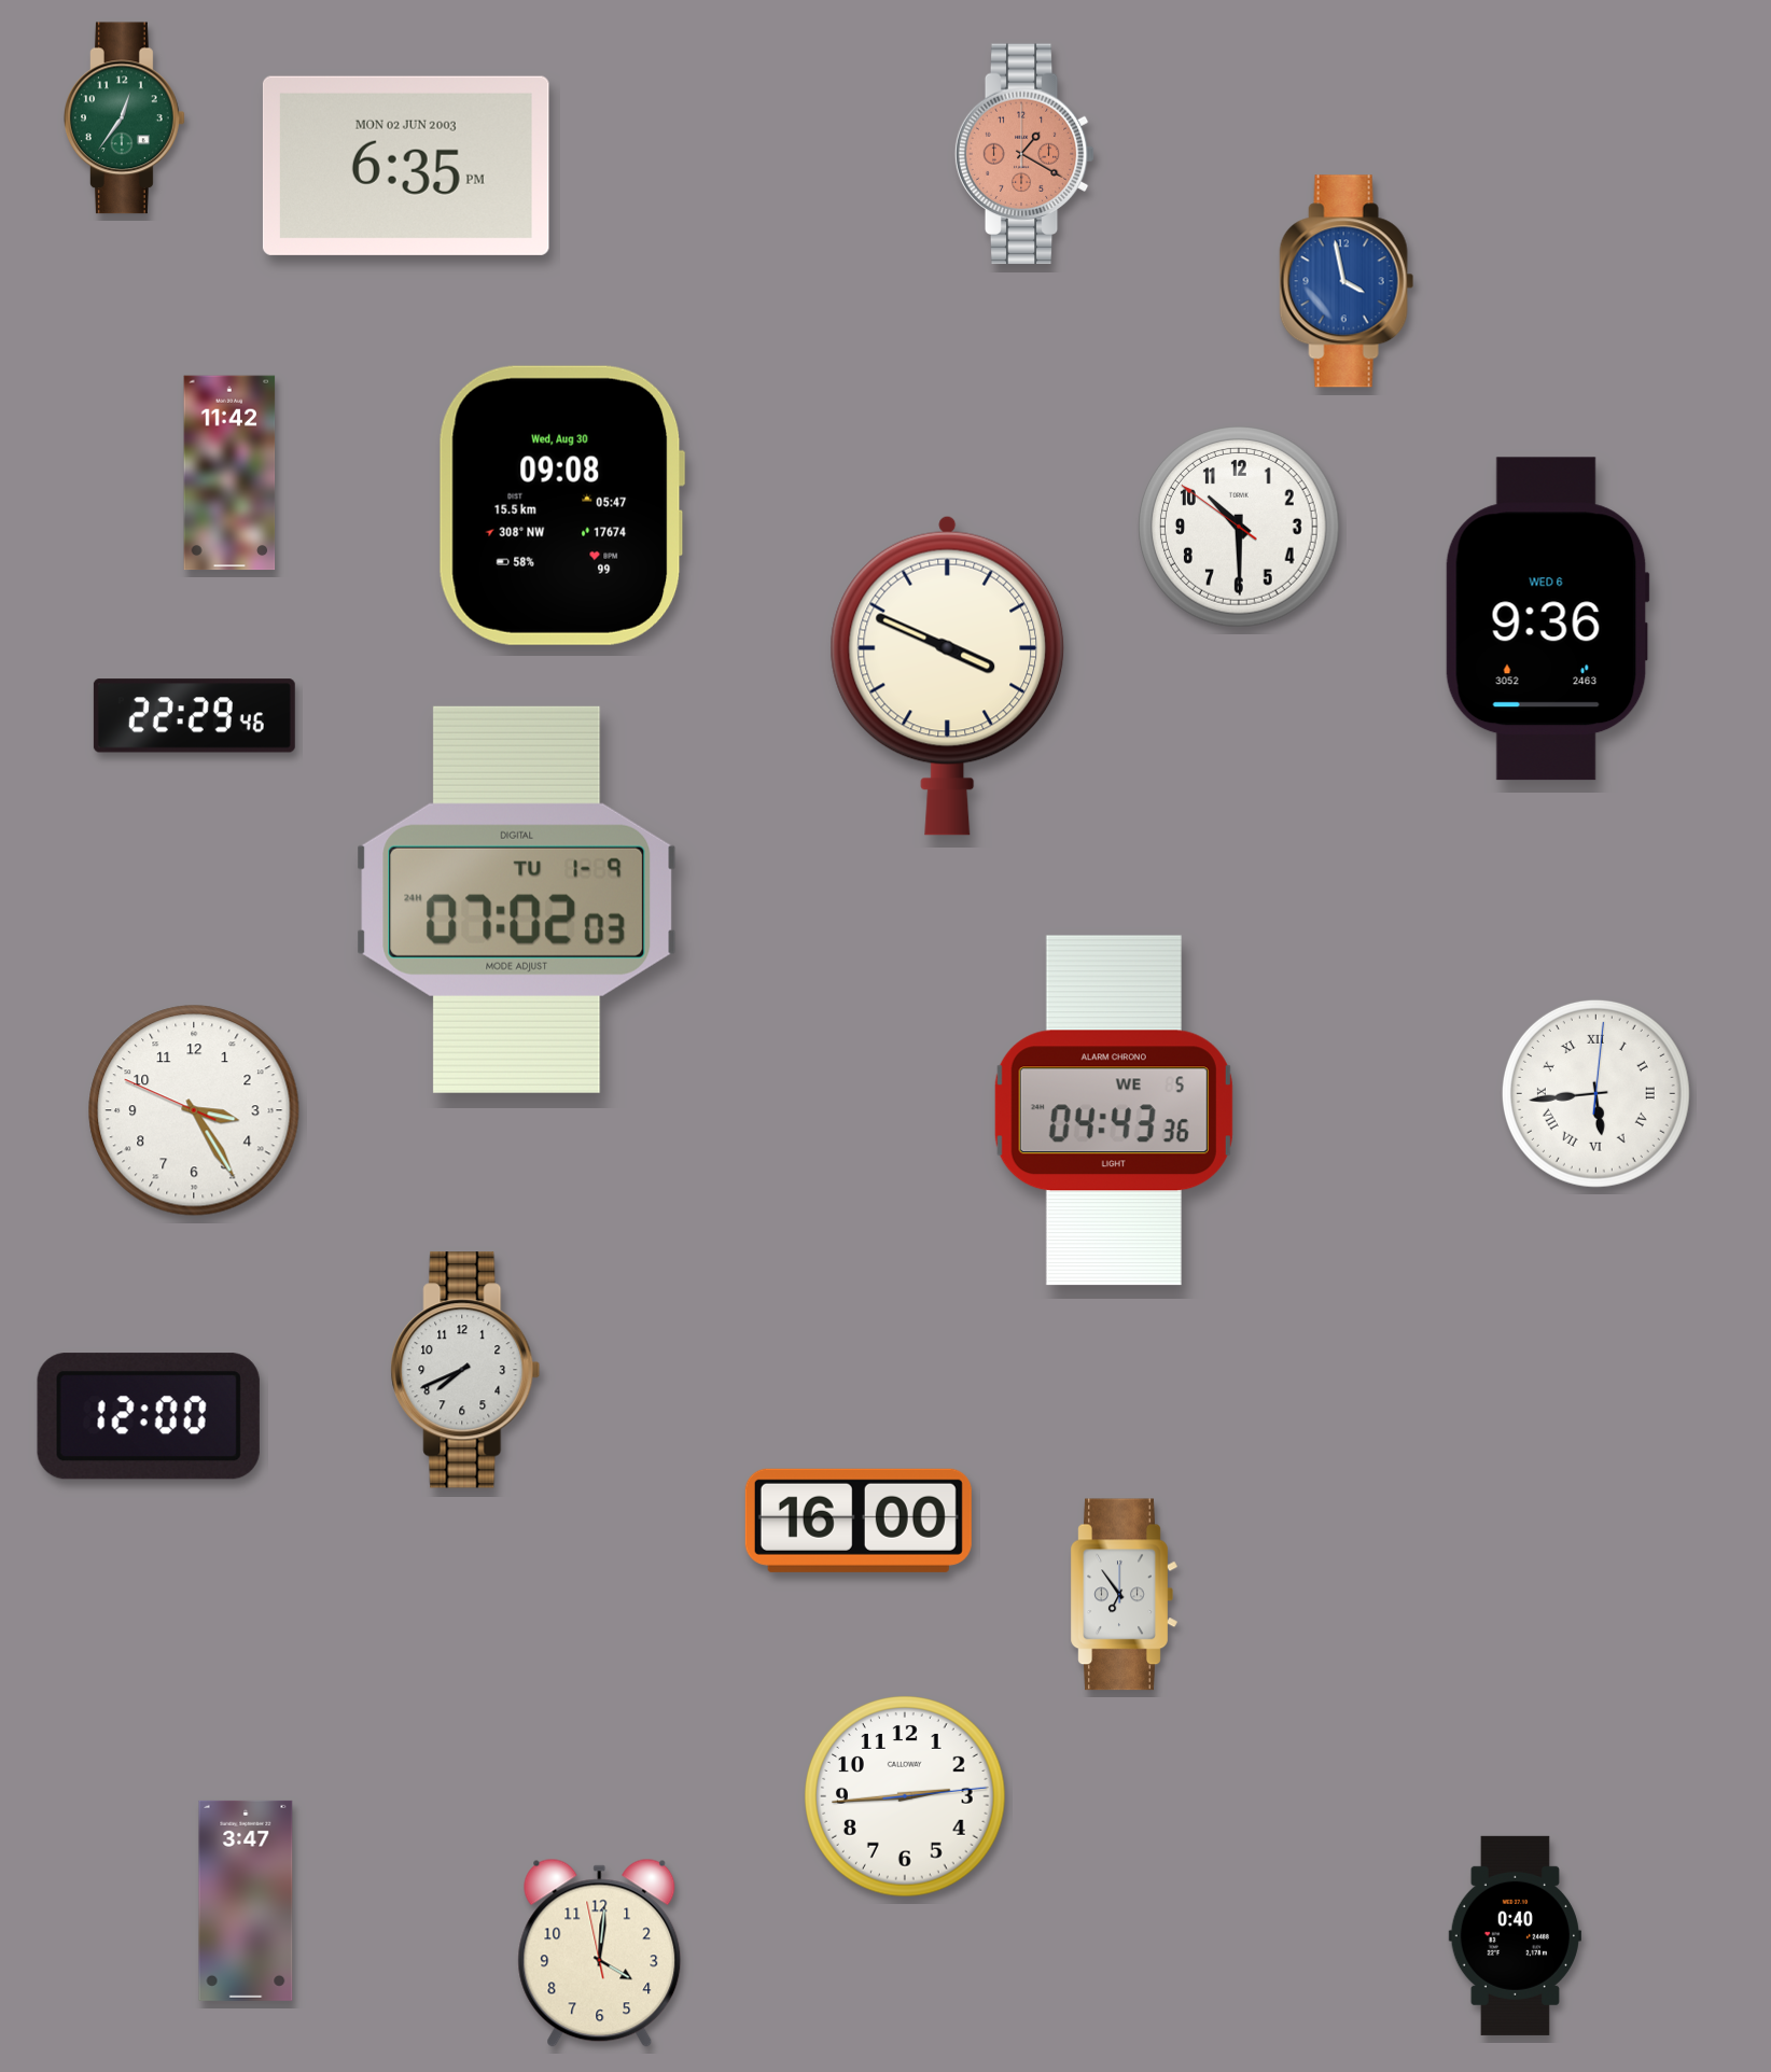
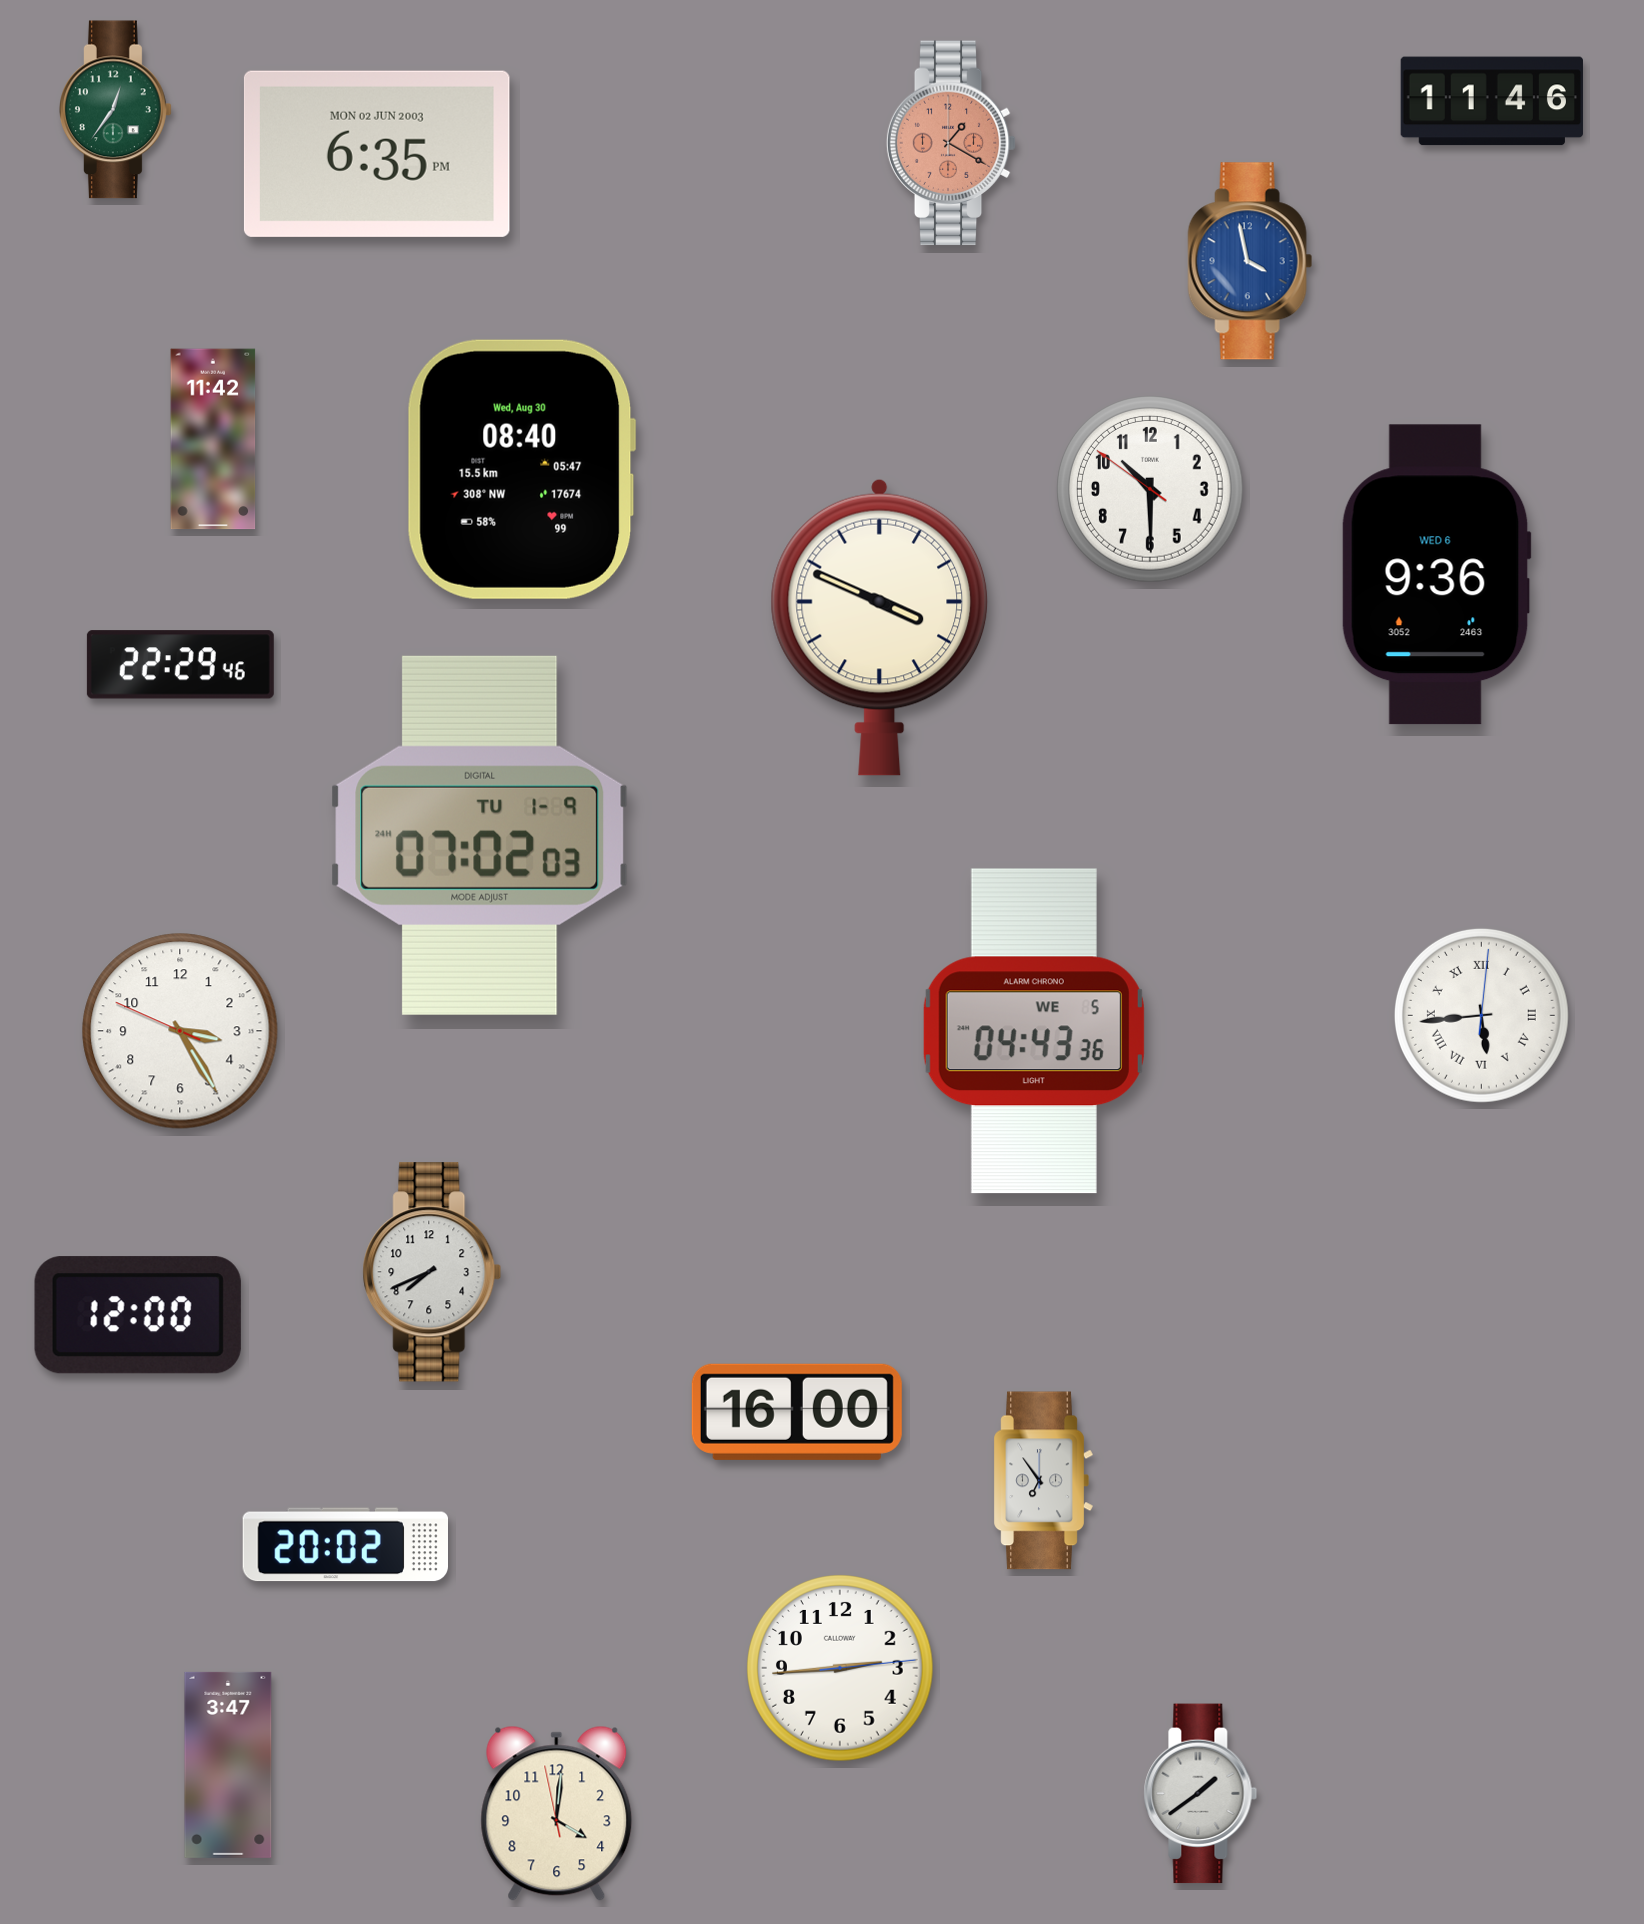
clock at (1492, 101): none -> 11:46
clock at (561, 505): 09:08 -> 08:40
clock at (346, 1545): none -> 20:02
clock at (1201, 1794): none -> 1:39
clock at (1515, 1935): 0:40 -> none
